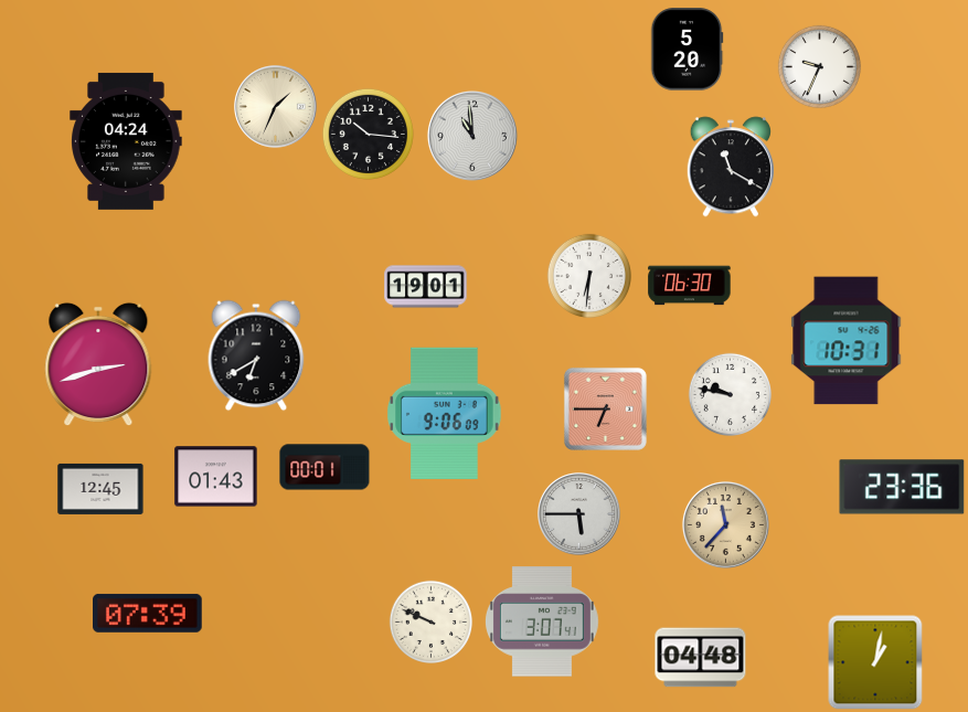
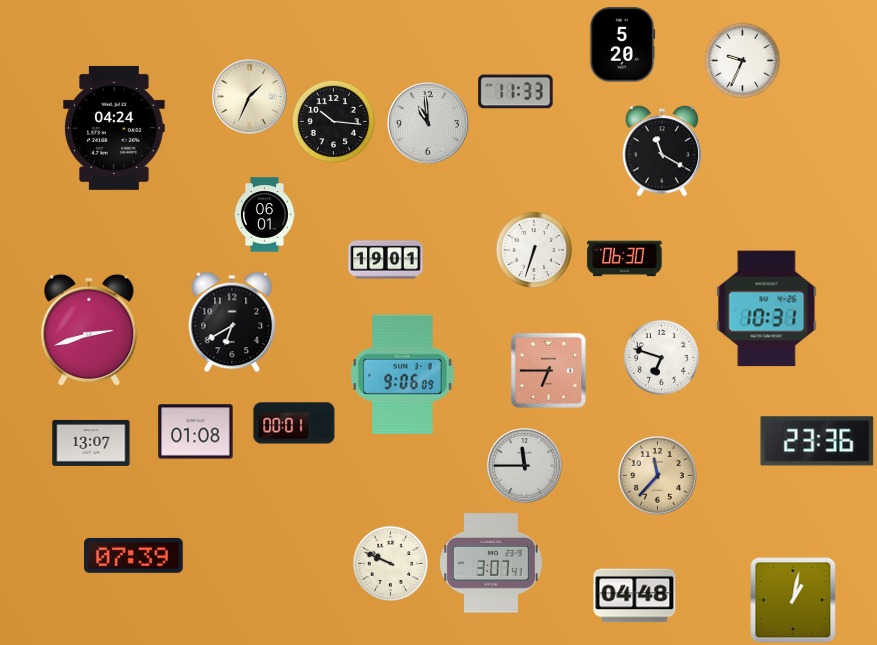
clock at (516, 92): none -> 11:33
clock at (264, 215): none -> 06:01
clock at (588, 275): 6:31 -> 6:33
clock at (730, 394): 9:47 -> 6:48
clock at (216, 477): 01:43 -> 01:08
clock at (100, 489): 12:45 -> 13:07
clock at (579, 514): 5:45 -> 11:45
